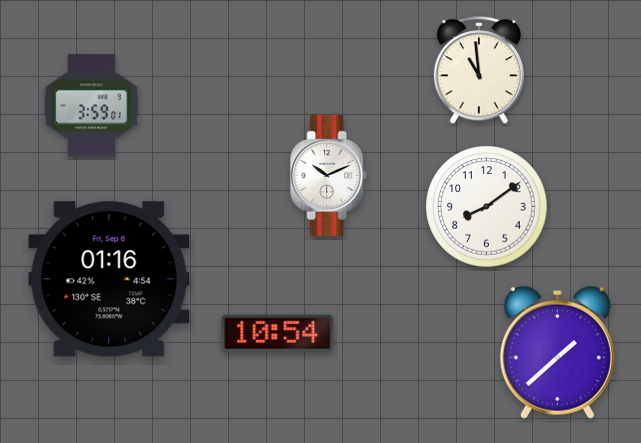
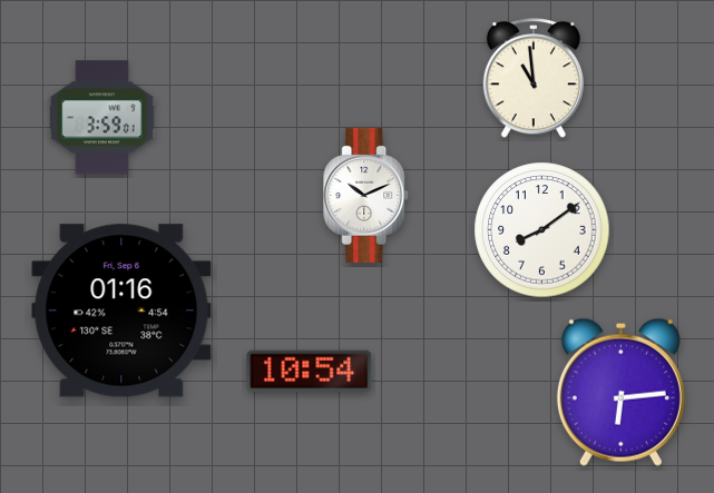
clock at (557, 352): 1:38 -> 6:14
